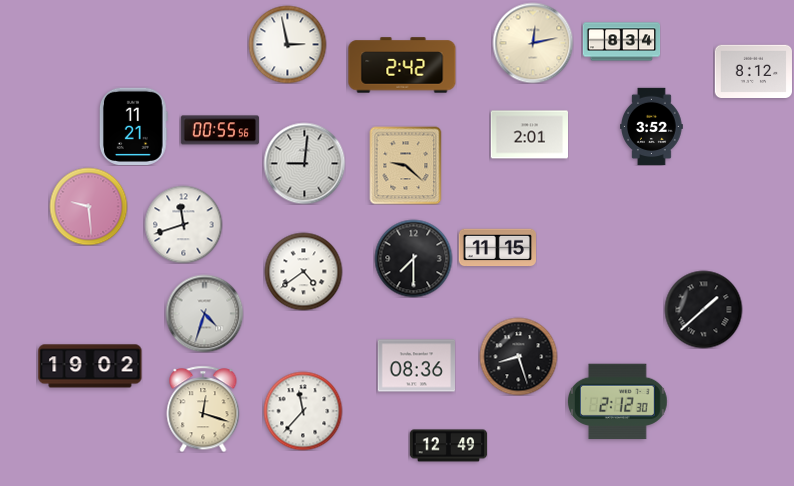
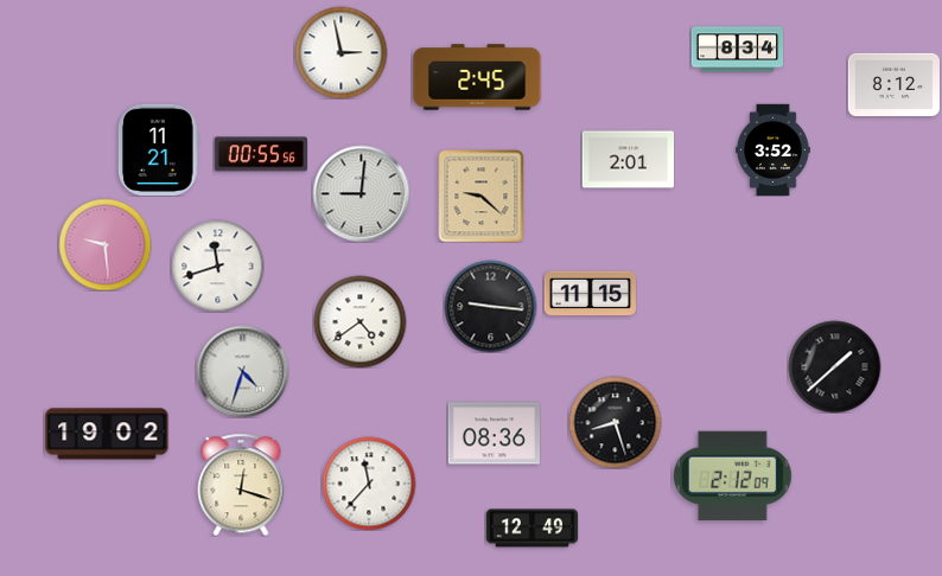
clock at (533, 43): 12:13 -> none
clock at (402, 65): 2:42 -> 2:45
clock at (413, 258): 7:30 -> 9:16
clock at (618, 402): 2:12:30 -> 2:12:09
clock at (303, 411) position: (303, 411) -> (369, 484)
